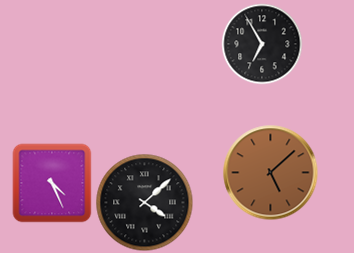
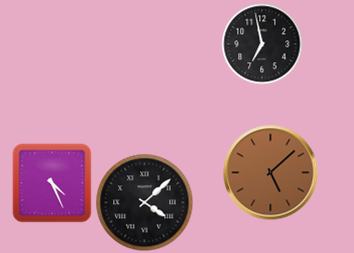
clock at (262, 44): 6:55 -> 6:58
